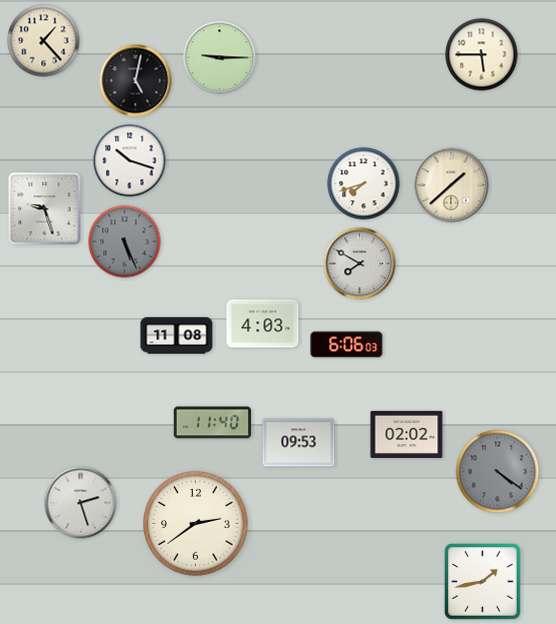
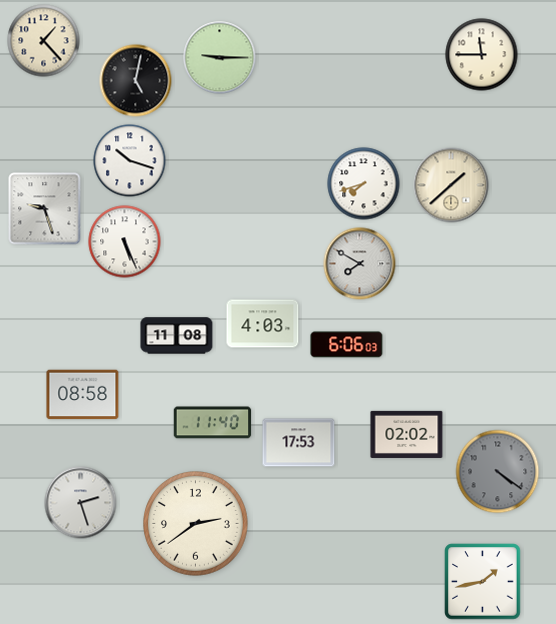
clock at (482, 55): 5:45 -> 11:45
clock at (125, 242) dial: grey -> white
clock at (83, 395): none -> 08:58
clock at (299, 443): 09:53 -> 17:53
